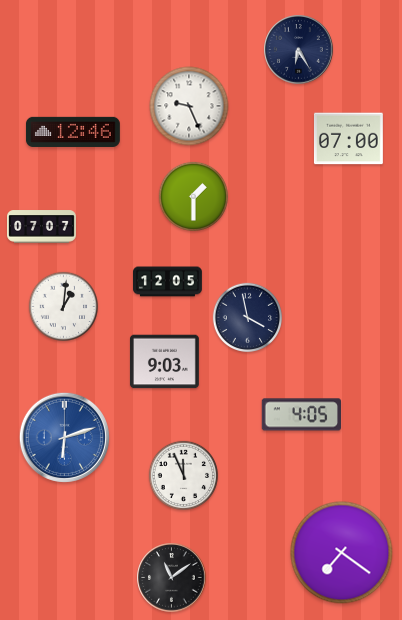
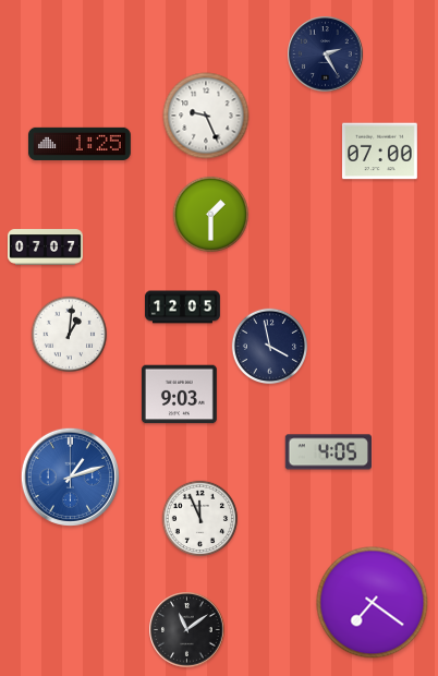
clock at (299, 50): 6:25 -> 2:25
clock at (73, 132): 12:46 -> 1:25
clock at (64, 437): 6:12 -> 1:12
